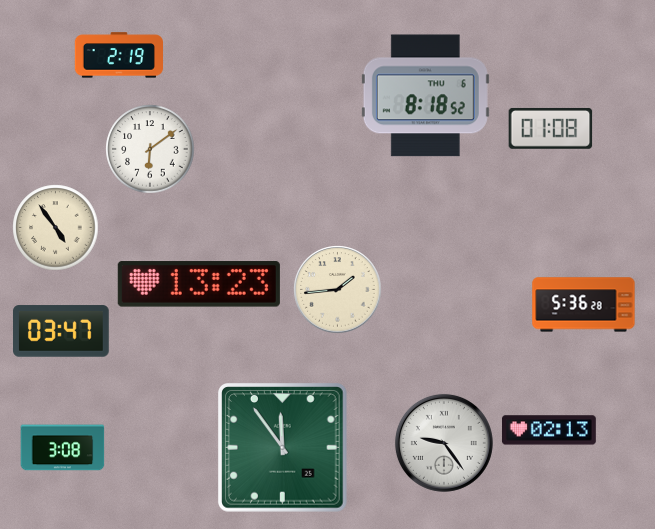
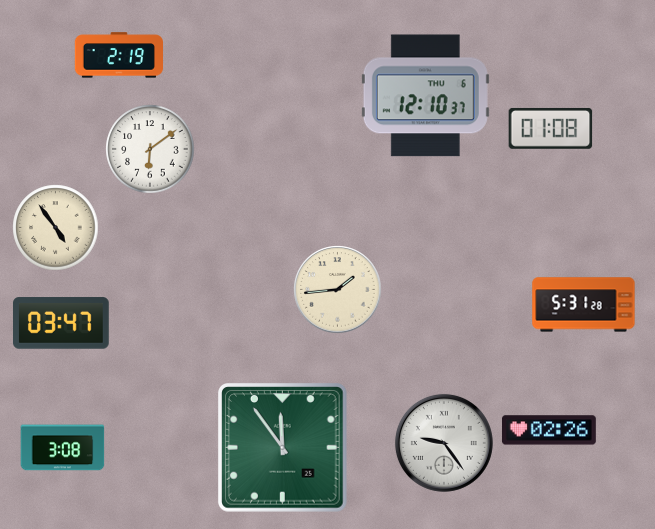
clock at (425, 96): 8:18 -> 12:10
clock at (199, 284): 13:23 -> none
clock at (584, 305): 5:36 -> 5:31
clock at (62, 331) position: (62, 331) -> (62, 323)
clock at (549, 430): 02:13 -> 02:26
